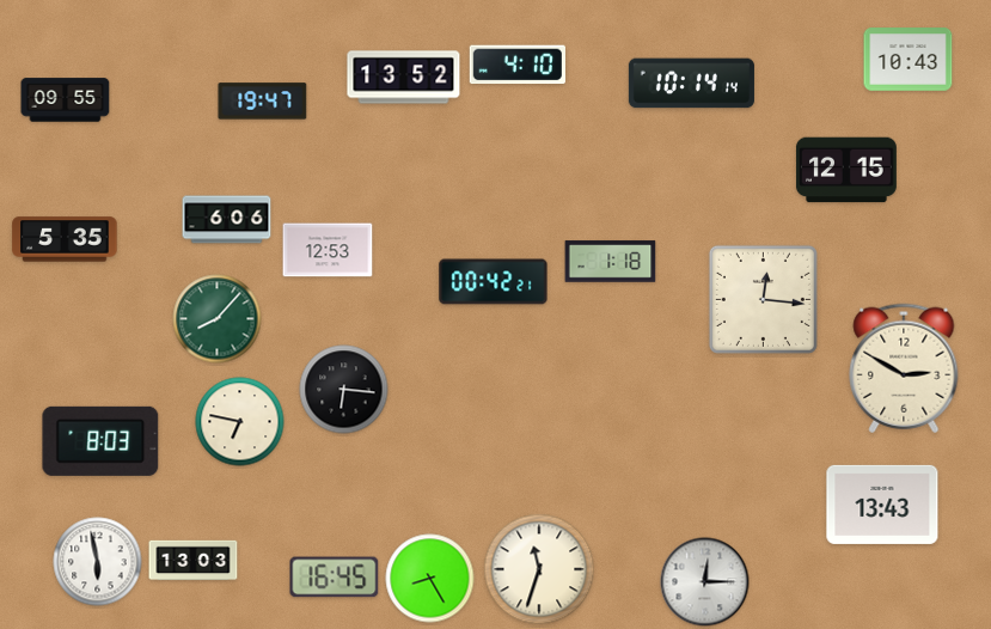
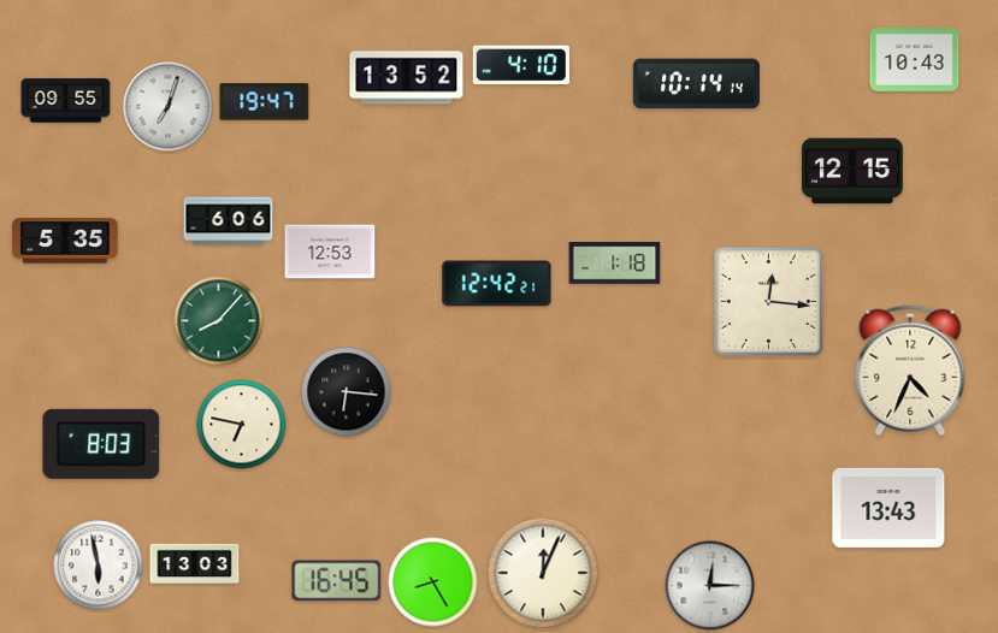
clock at (169, 107): none -> 7:03
clock at (494, 282): 00:42 -> 12:42
clock at (904, 368): 2:50 -> 4:34
clock at (539, 569): 11:33 -> 12:04
